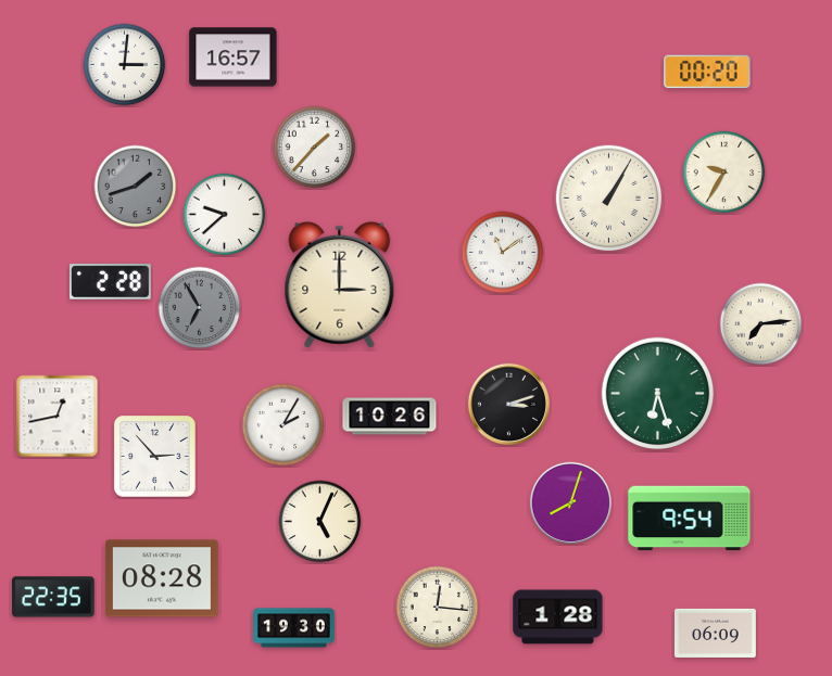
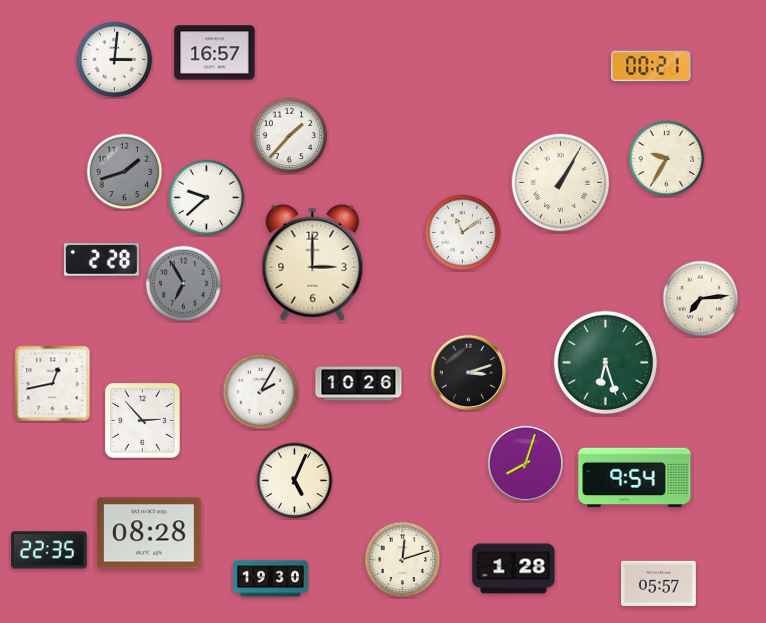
clock at (707, 72): 00:20 -> 00:21
clock at (438, 608): 12:16 -> 12:12
clock at (716, 633): 06:09 -> 05:57
